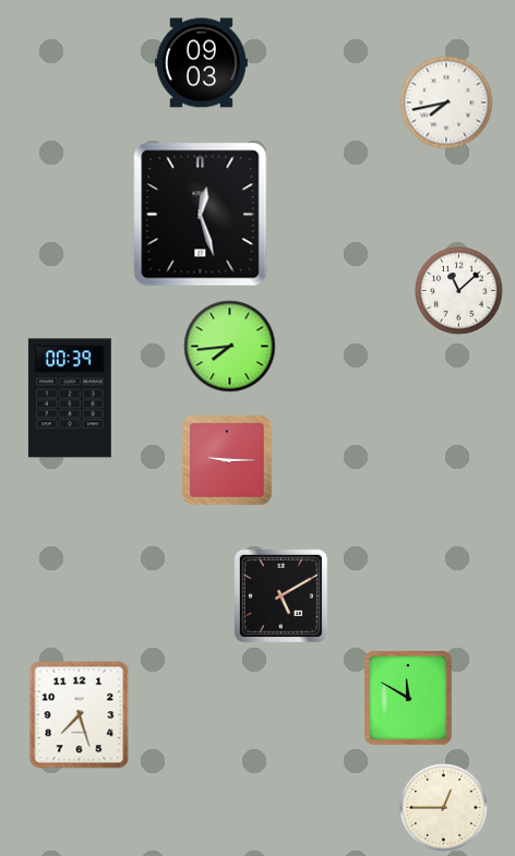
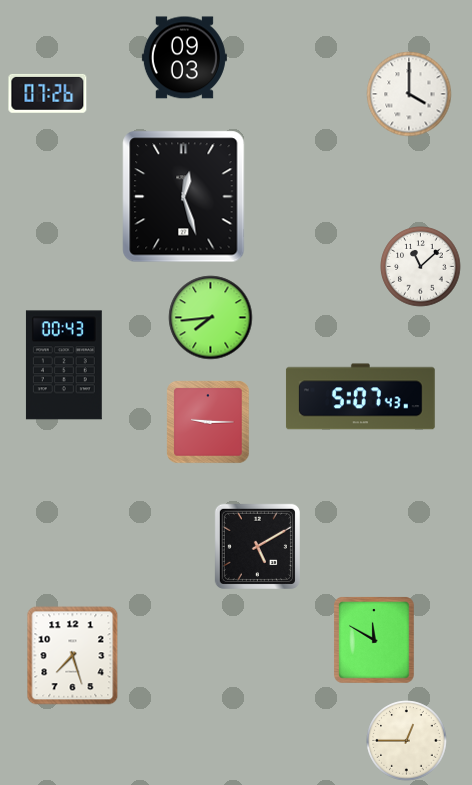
clock at (48, 93): none -> 07:26
clock at (446, 103): 7:43 -> 4:00
clock at (70, 398): 00:39 -> 00:43
clock at (360, 397): none -> 5:07
